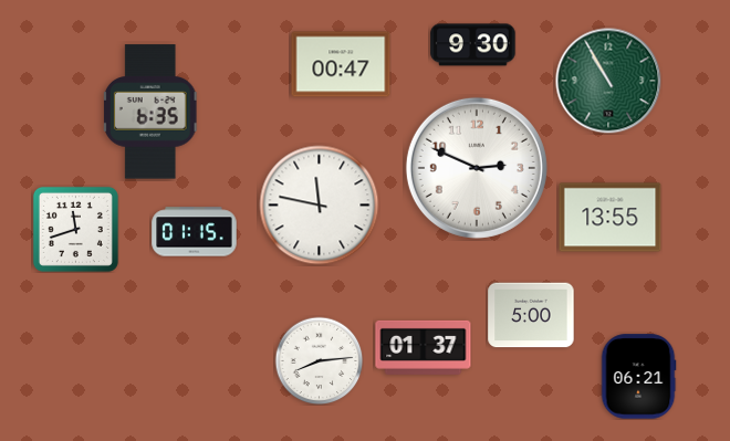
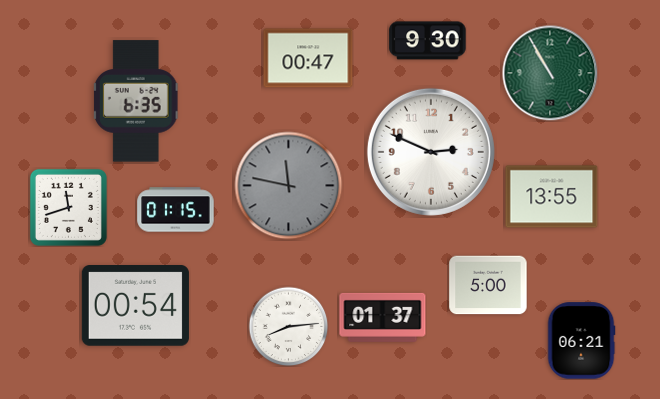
clock at (320, 206) dial: white -> grey
clock at (531, 315) position: (531, 315) -> (488, 285)
clock at (135, 306): none -> 00:54
clock at (424, 347) position: (424, 347) -> (383, 317)
clock at (638, 377) position: (638, 377) -> (581, 341)
